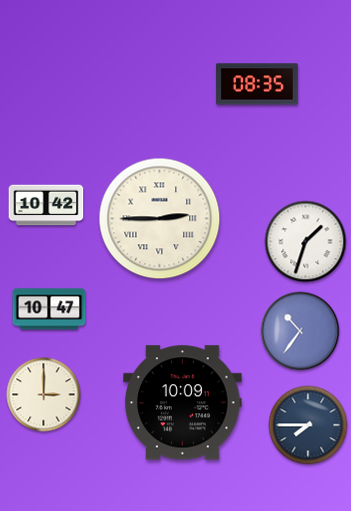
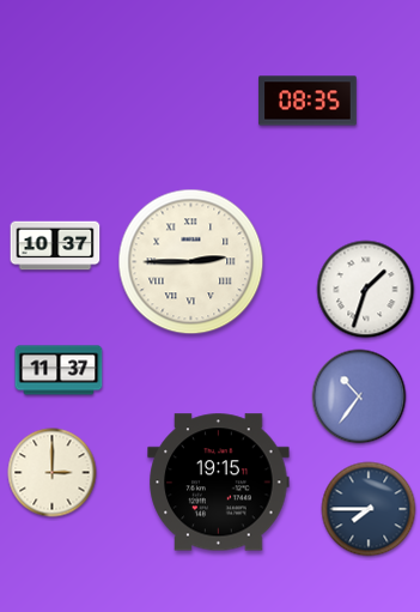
clock at (46, 205): 10:42 -> 10:37
clock at (49, 309): 10:47 -> 11:37
clock at (183, 403): 10:09 -> 19:15
